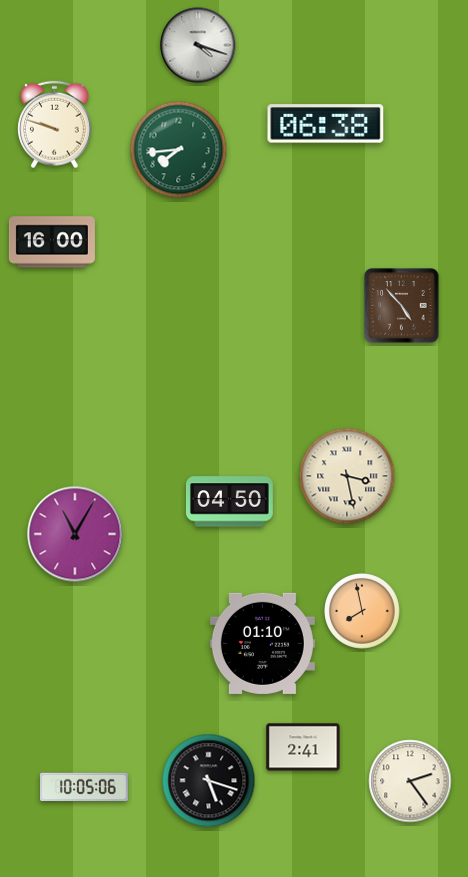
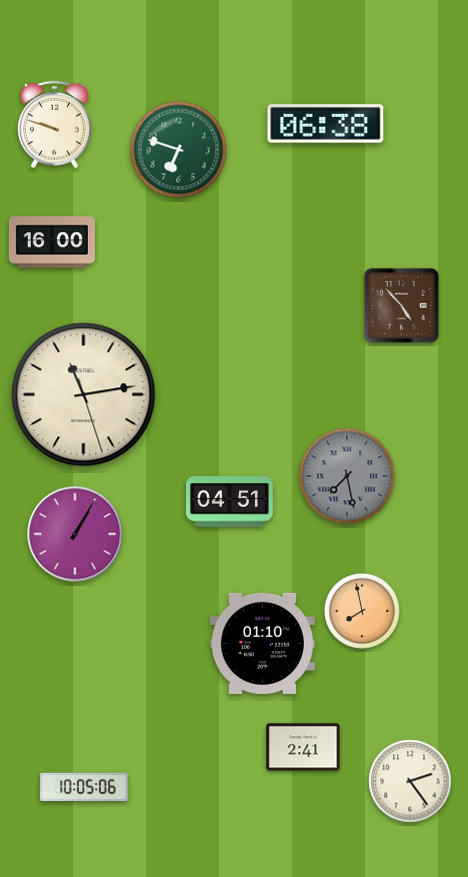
clock at (198, 45): 4:18 -> none
clock at (179, 150): 7:44 -> 6:48
clock at (84, 395): none -> 11:13
clock at (347, 476): 3:28 -> 7:28
clock at (347, 476) dial: cream -> grey
clock at (229, 502): 04:50 -> 04:51
clock at (75, 534): 11:05 -> 1:05
clock at (209, 781): 5:18 -> none
